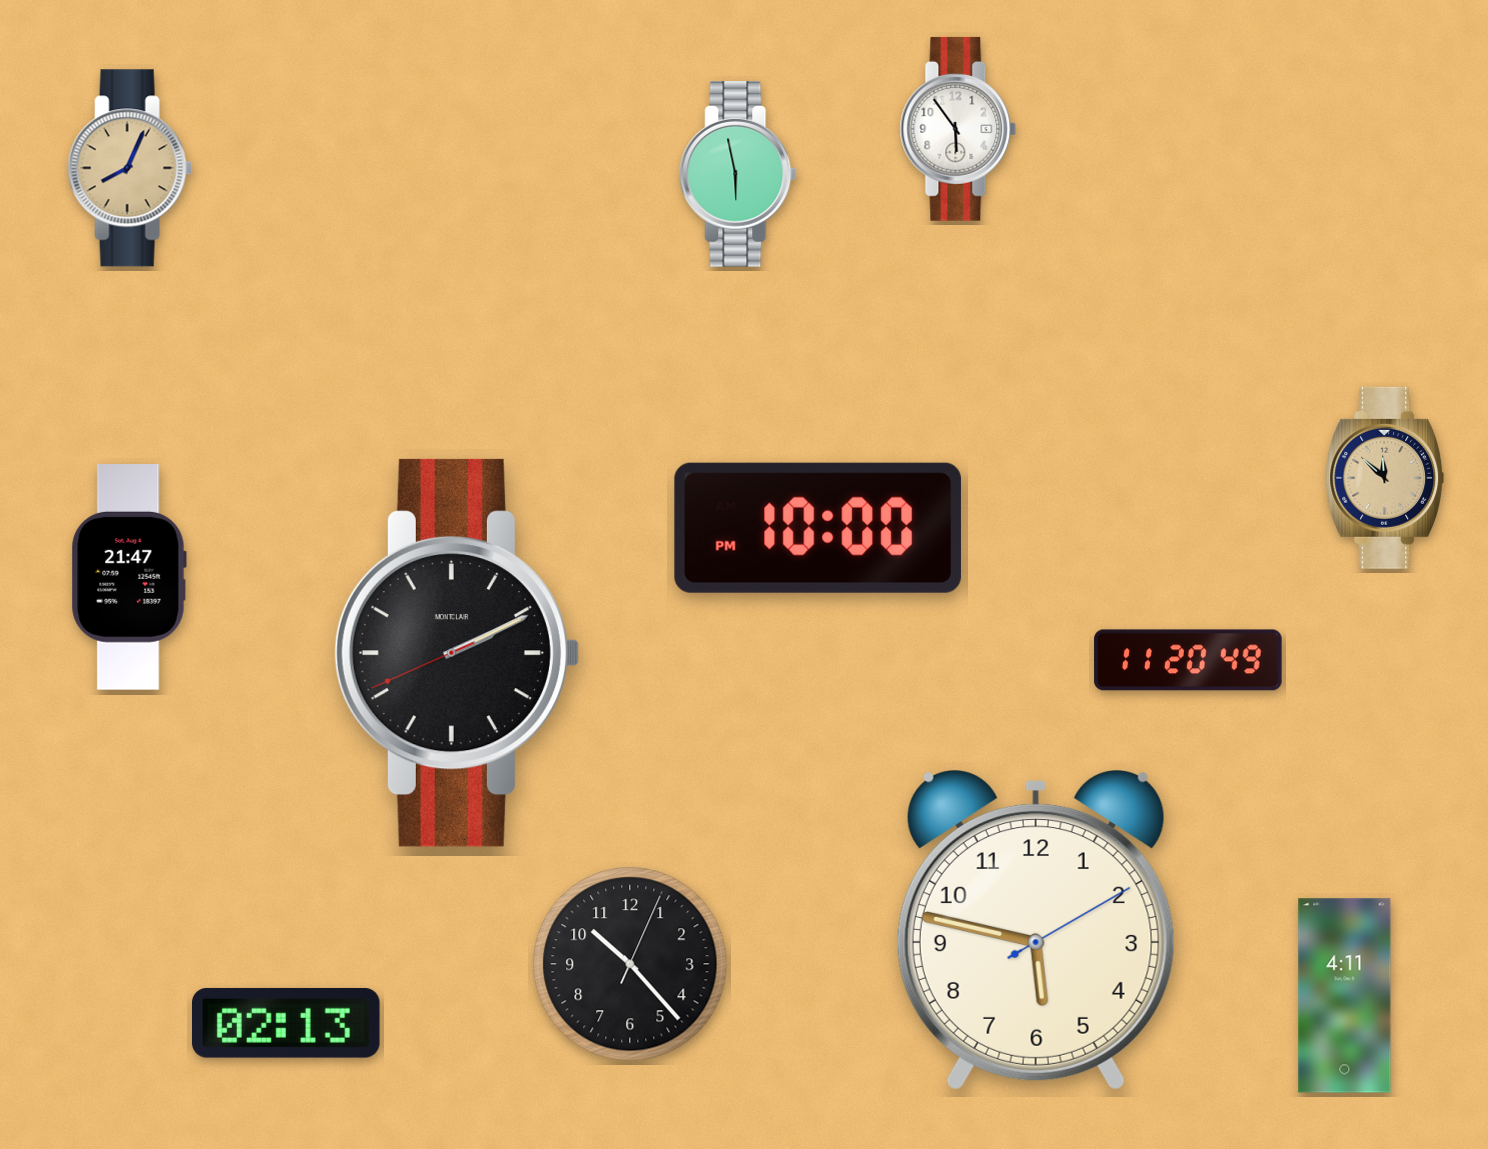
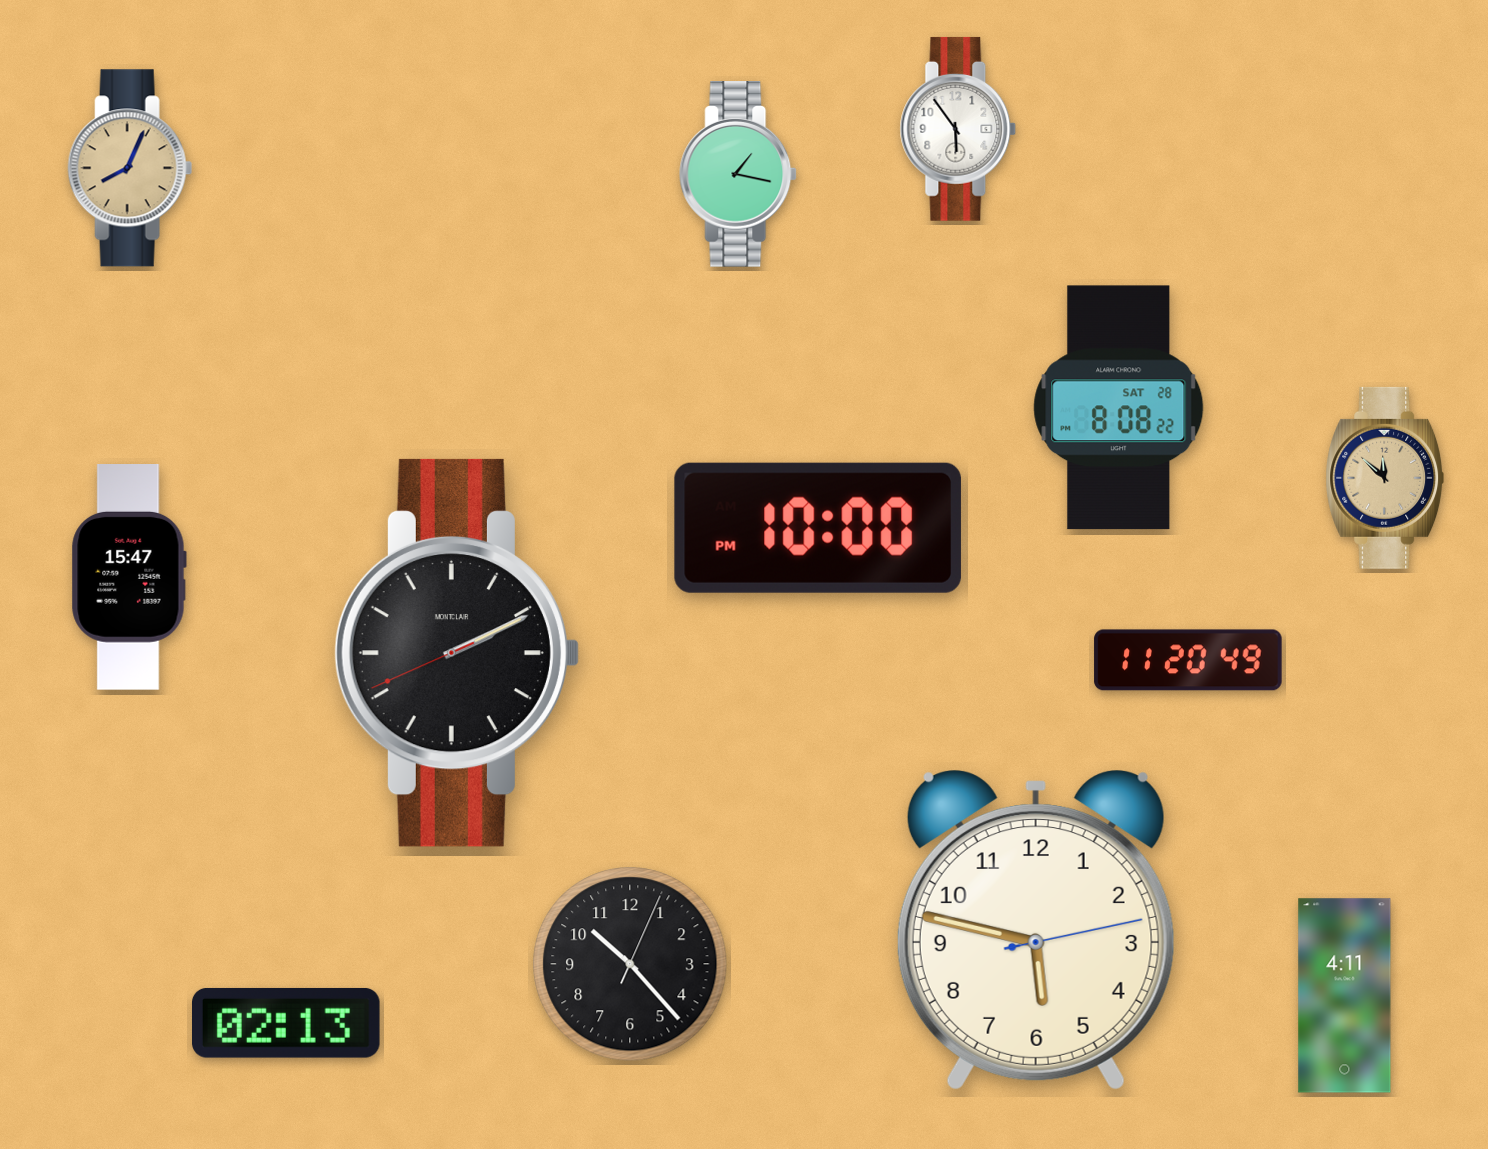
clock at (739, 175): 5:58 -> 1:17
clock at (1119, 408): none -> 8:08
clock at (129, 578): 21:47 -> 15:47
clock at (1036, 930): 5:47:10 -> 5:47:13
